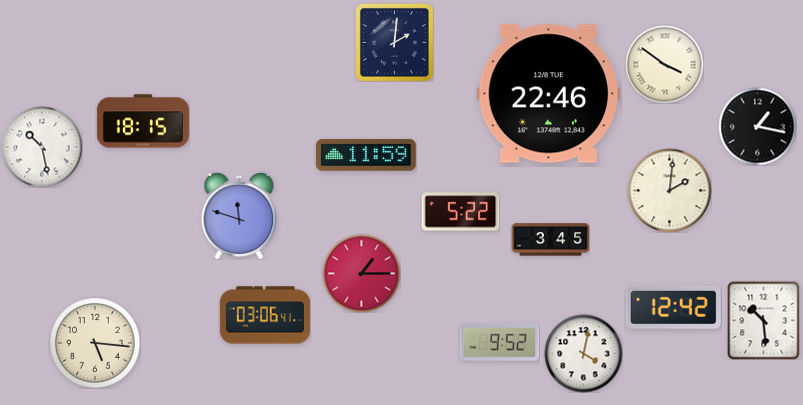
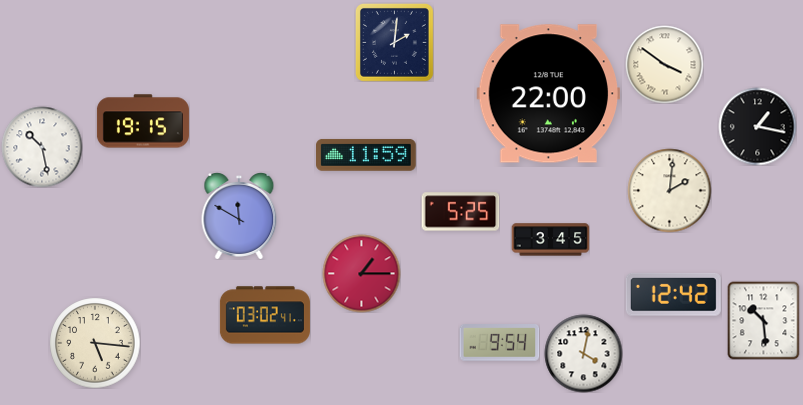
clock at (549, 94): 22:46 -> 22:00
clock at (143, 121): 18:15 -> 19:15
clock at (460, 212): 5:22 -> 5:25
clock at (239, 216): 11:48 -> 11:50
clock at (673, 307) position: (673, 307) -> (673, 294)
clock at (265, 315): 03:06 -> 03:02
clock at (499, 343): 9:52 -> 9:54
